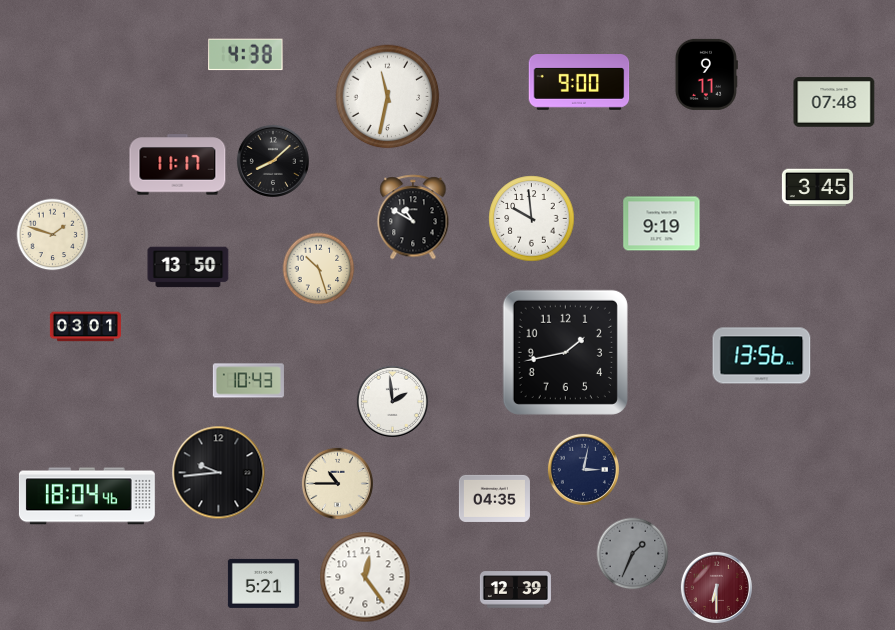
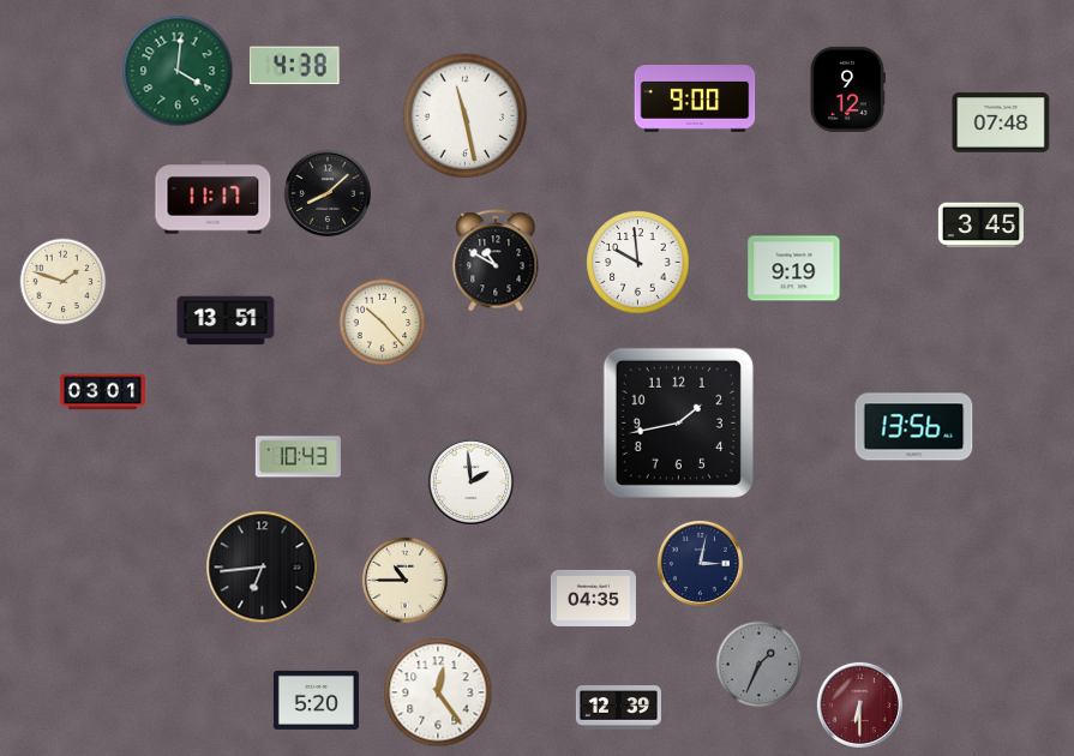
clock at (178, 71): none -> 4:01
clock at (706, 74): 9:11 -> 9:12
clock at (388, 97): 11:32 -> 11:28
clock at (188, 267): 13:50 -> 13:51
clock at (319, 269): 10:27 -> 10:23
clock at (219, 473): 9:44 -> 6:44
clock at (87, 496): 18:04 -> none
clock at (263, 583): 5:21 -> 5:20
